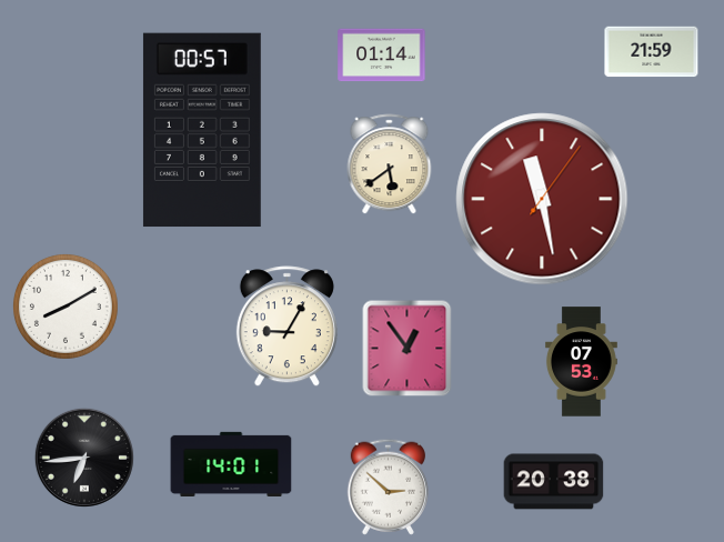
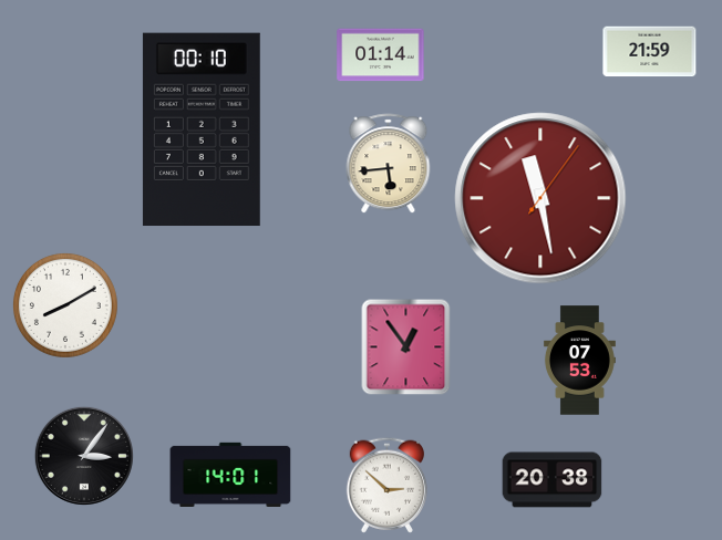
clock at (202, 130): 00:57 -> 00:10
clock at (390, 164): 5:39 -> 5:44
clock at (286, 327): 9:05 -> none
clock at (84, 458): 6:44 -> 3:06
clock at (231, 463) position: (231, 463) -> (230, 474)
